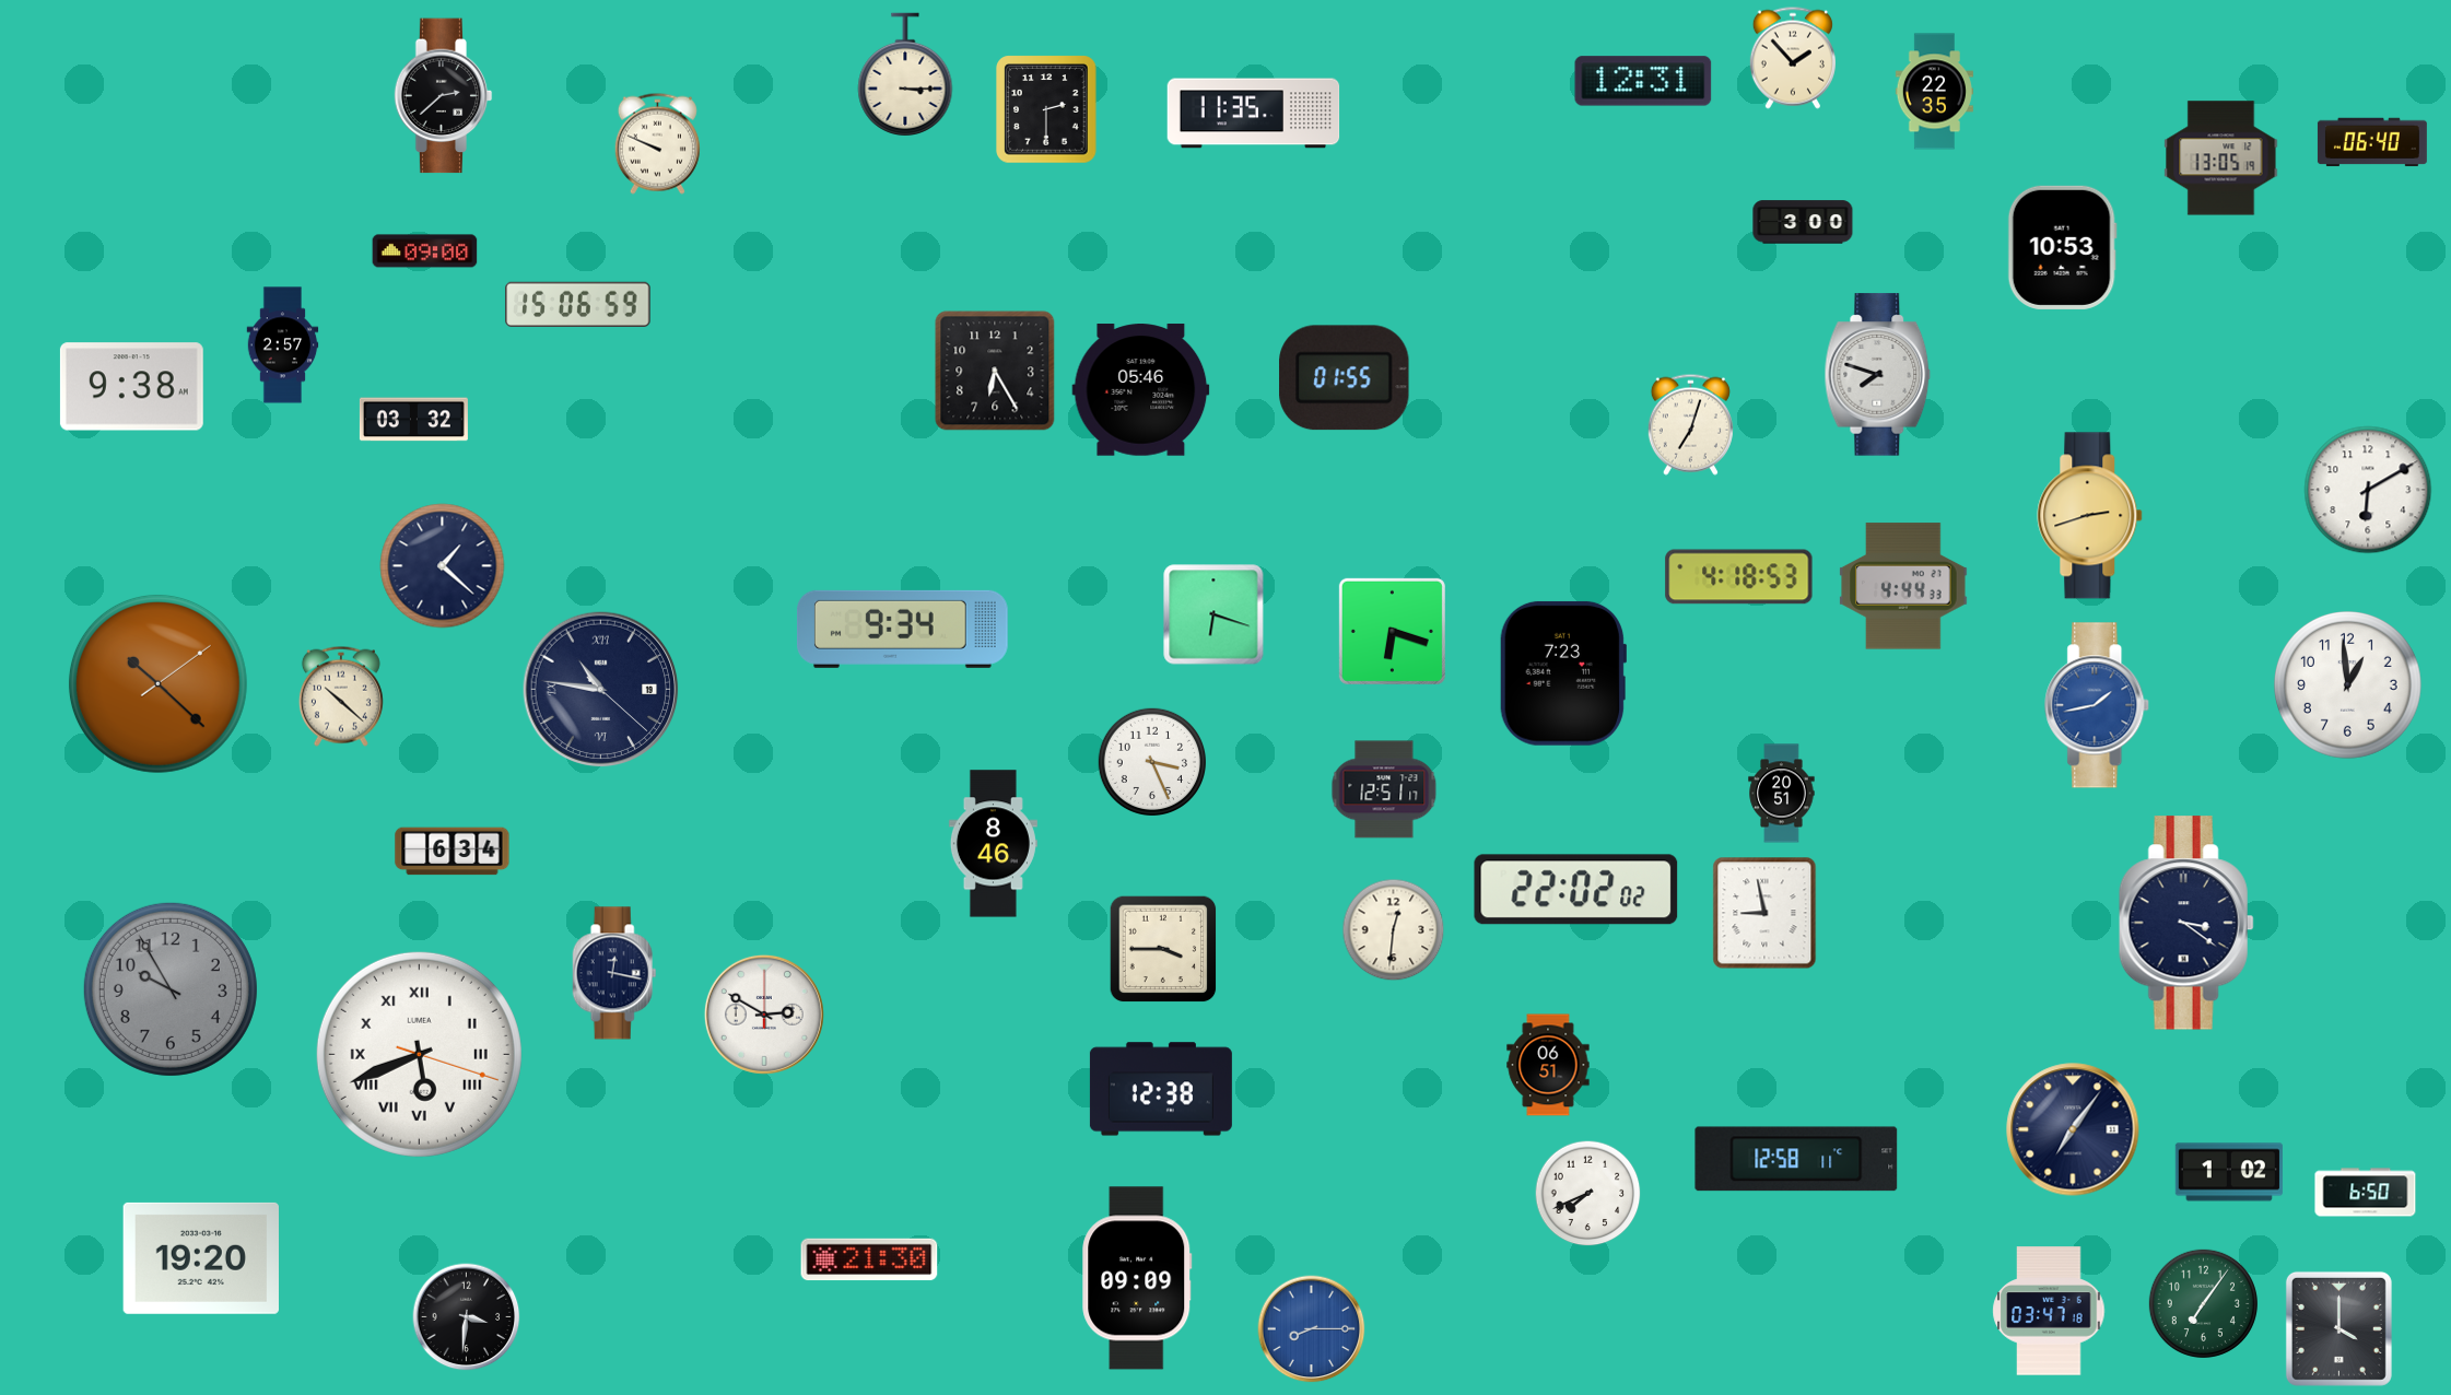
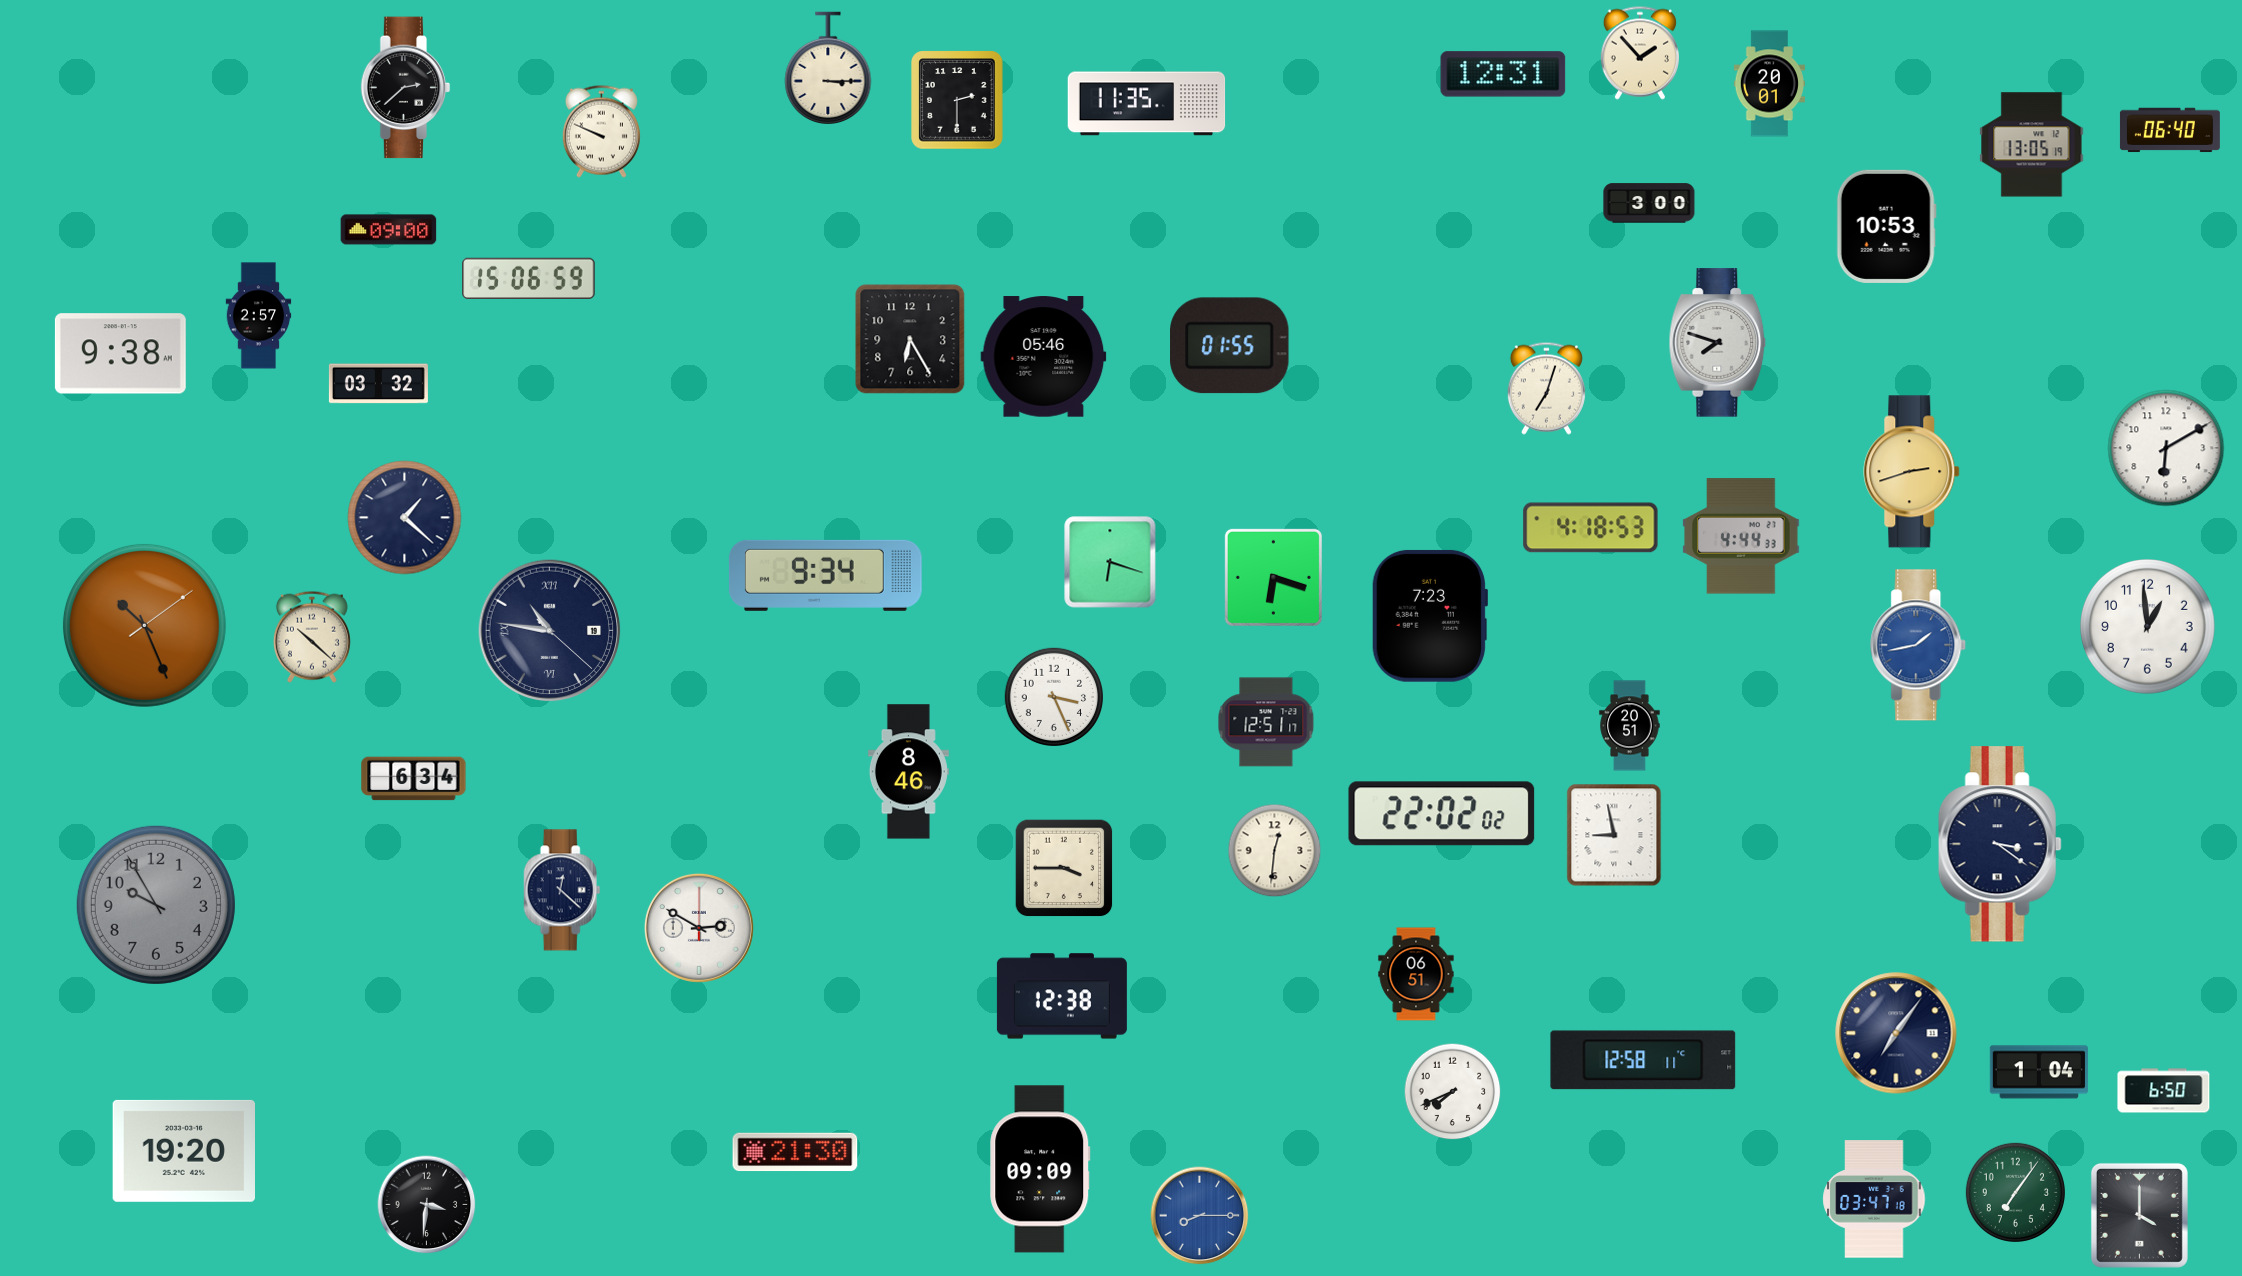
clock at (1934, 92): 22:35 -> 20:01
clock at (157, 683): 10:22 -> 10:26
clock at (614, 973): 12:17 -> 12:22
clock at (419, 1054): 5:41 -> none
clock at (2229, 1172): 1:02 -> 1:04
